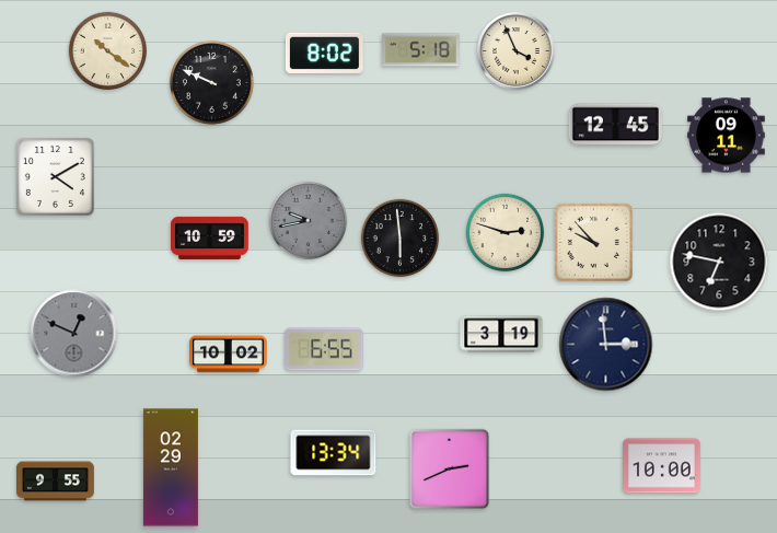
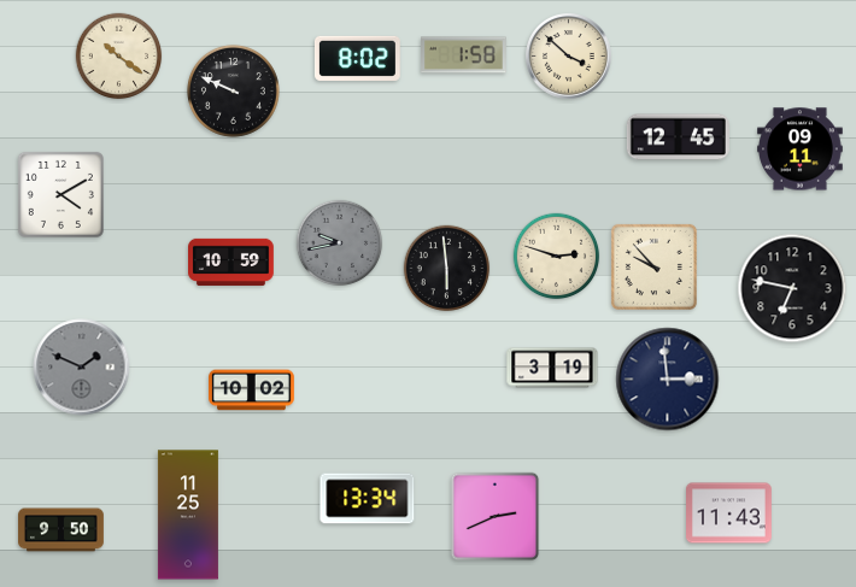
clock at (421, 50): 5:18 -> 1:58
clock at (517, 51): 3:56 -> 3:52
clock at (401, 239) position: (401, 239) -> (447, 269)
clock at (74, 334): 12:49 -> 1:49
clock at (324, 349): 6:55 -> none
clock at (662, 466): 10:00 -> 11:43
clock at (171, 467): 02:29 -> 11:25
clock at (56, 482): 9:55 -> 9:50
